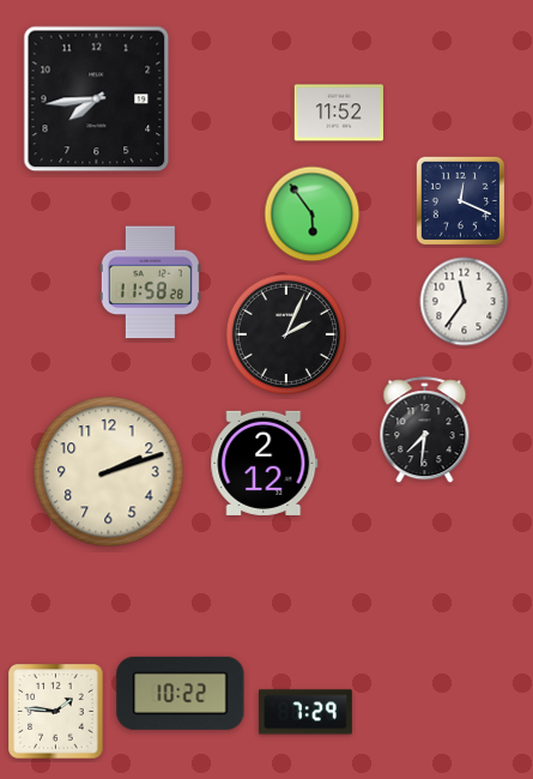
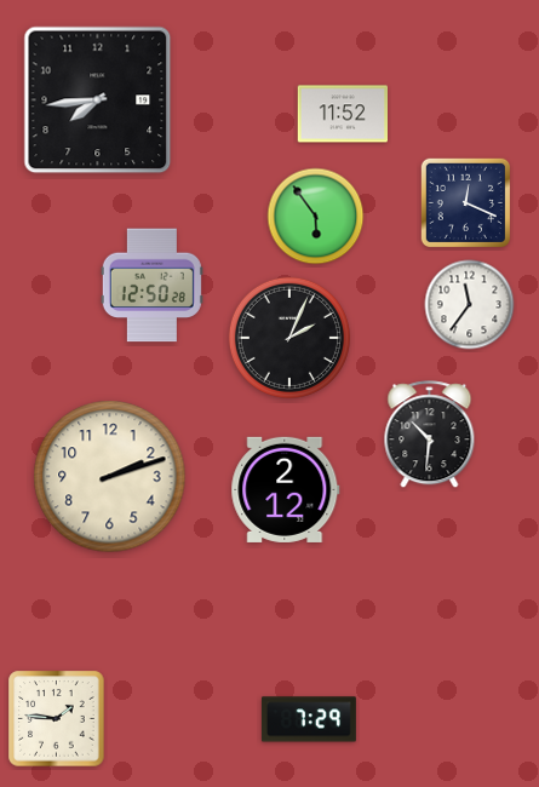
clock at (150, 283): 11:58 -> 12:50
clock at (425, 430): 7:31 -> 10:31
clock at (265, 463) position: (265, 463) -> (286, 489)
clock at (181, 693): 10:22 -> none
